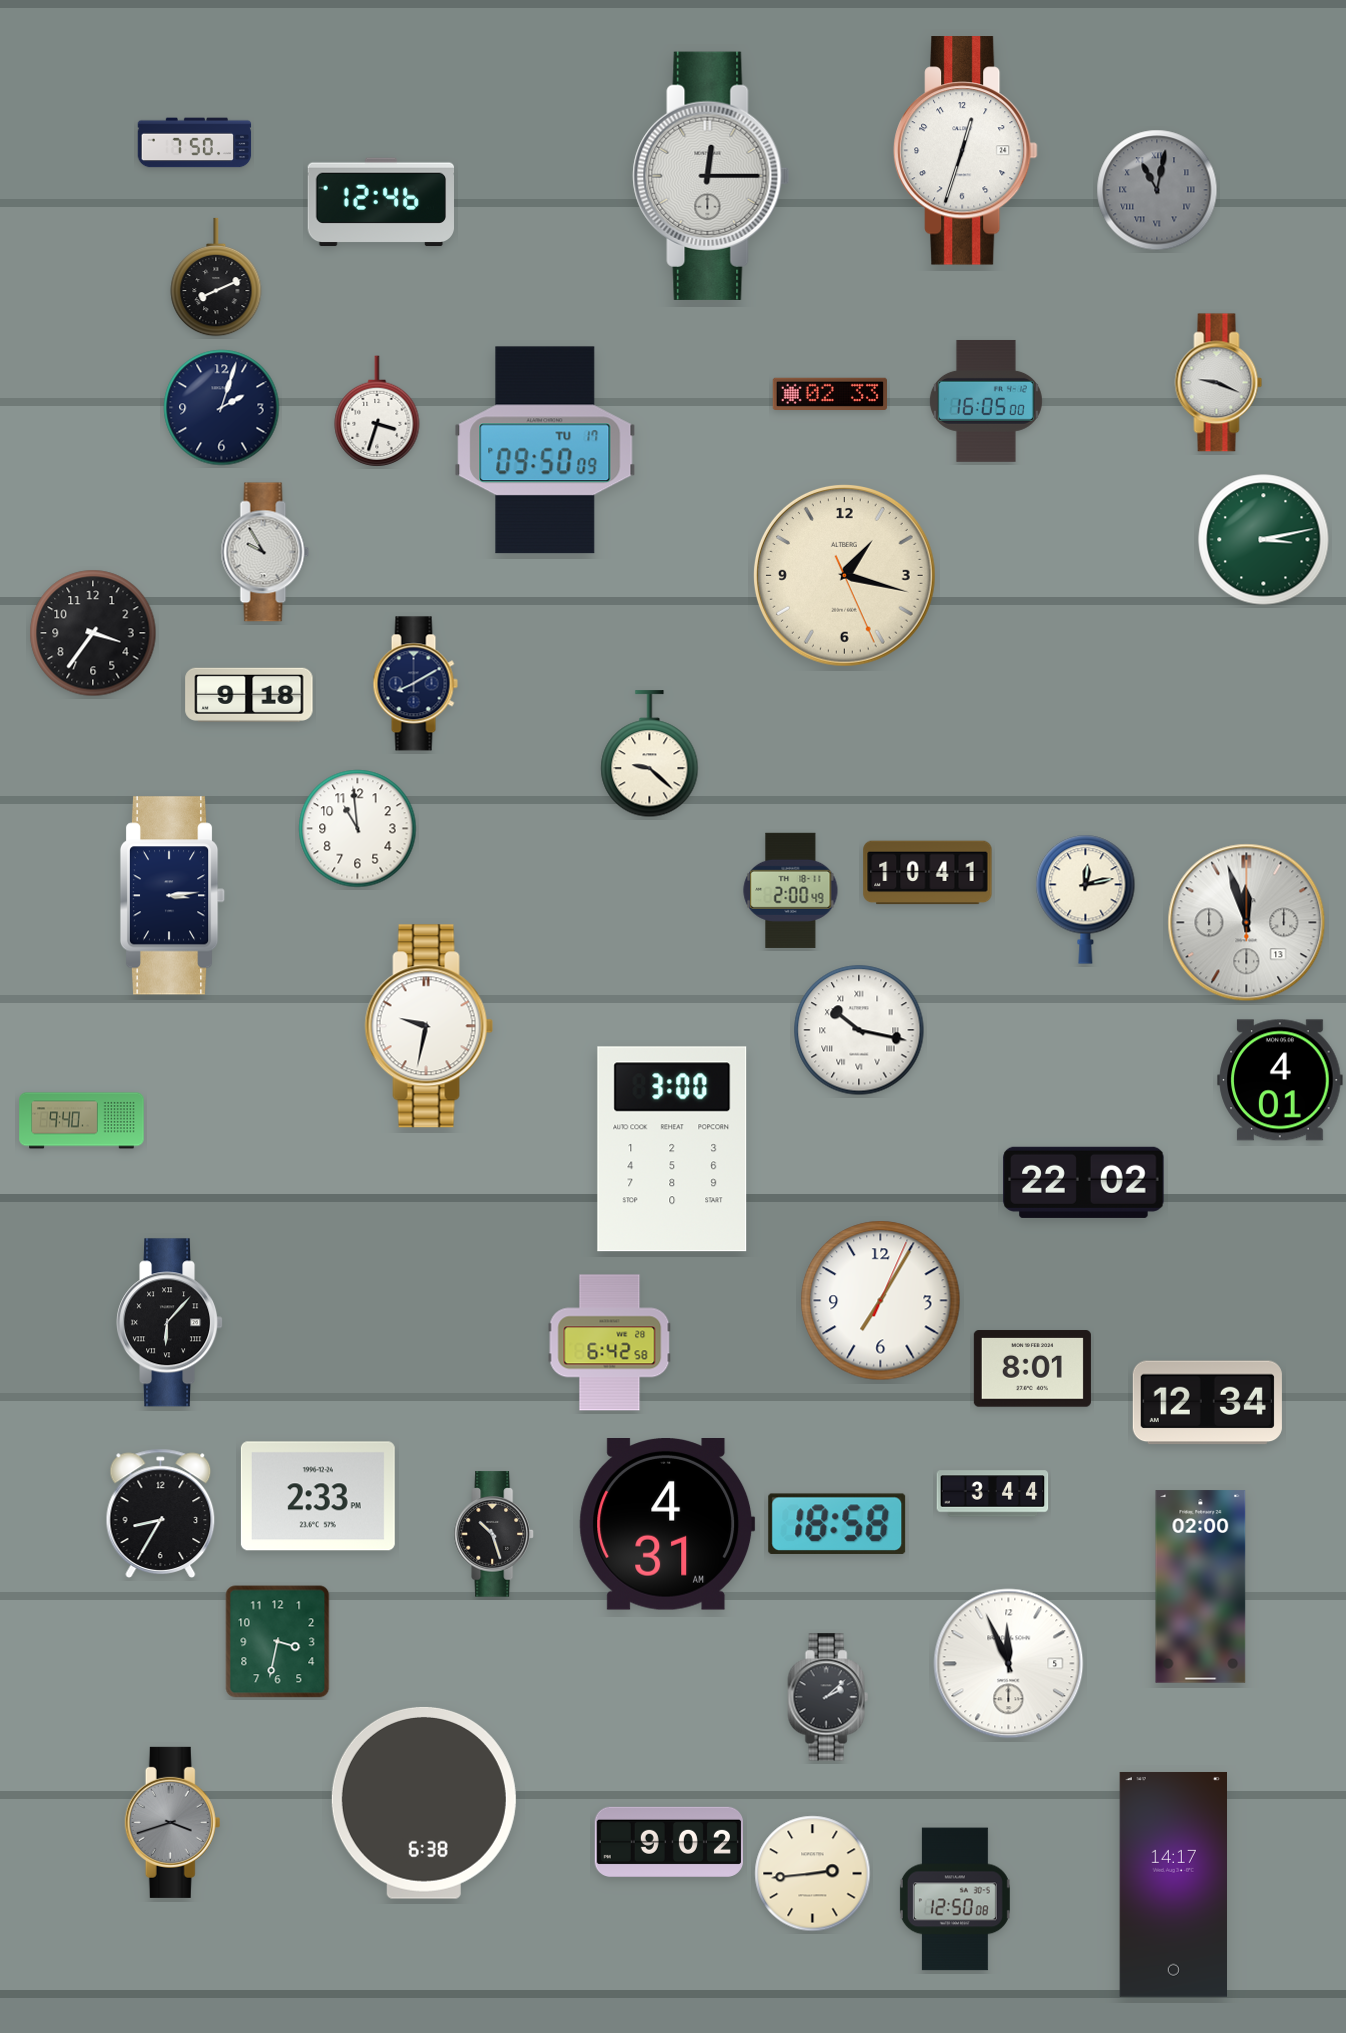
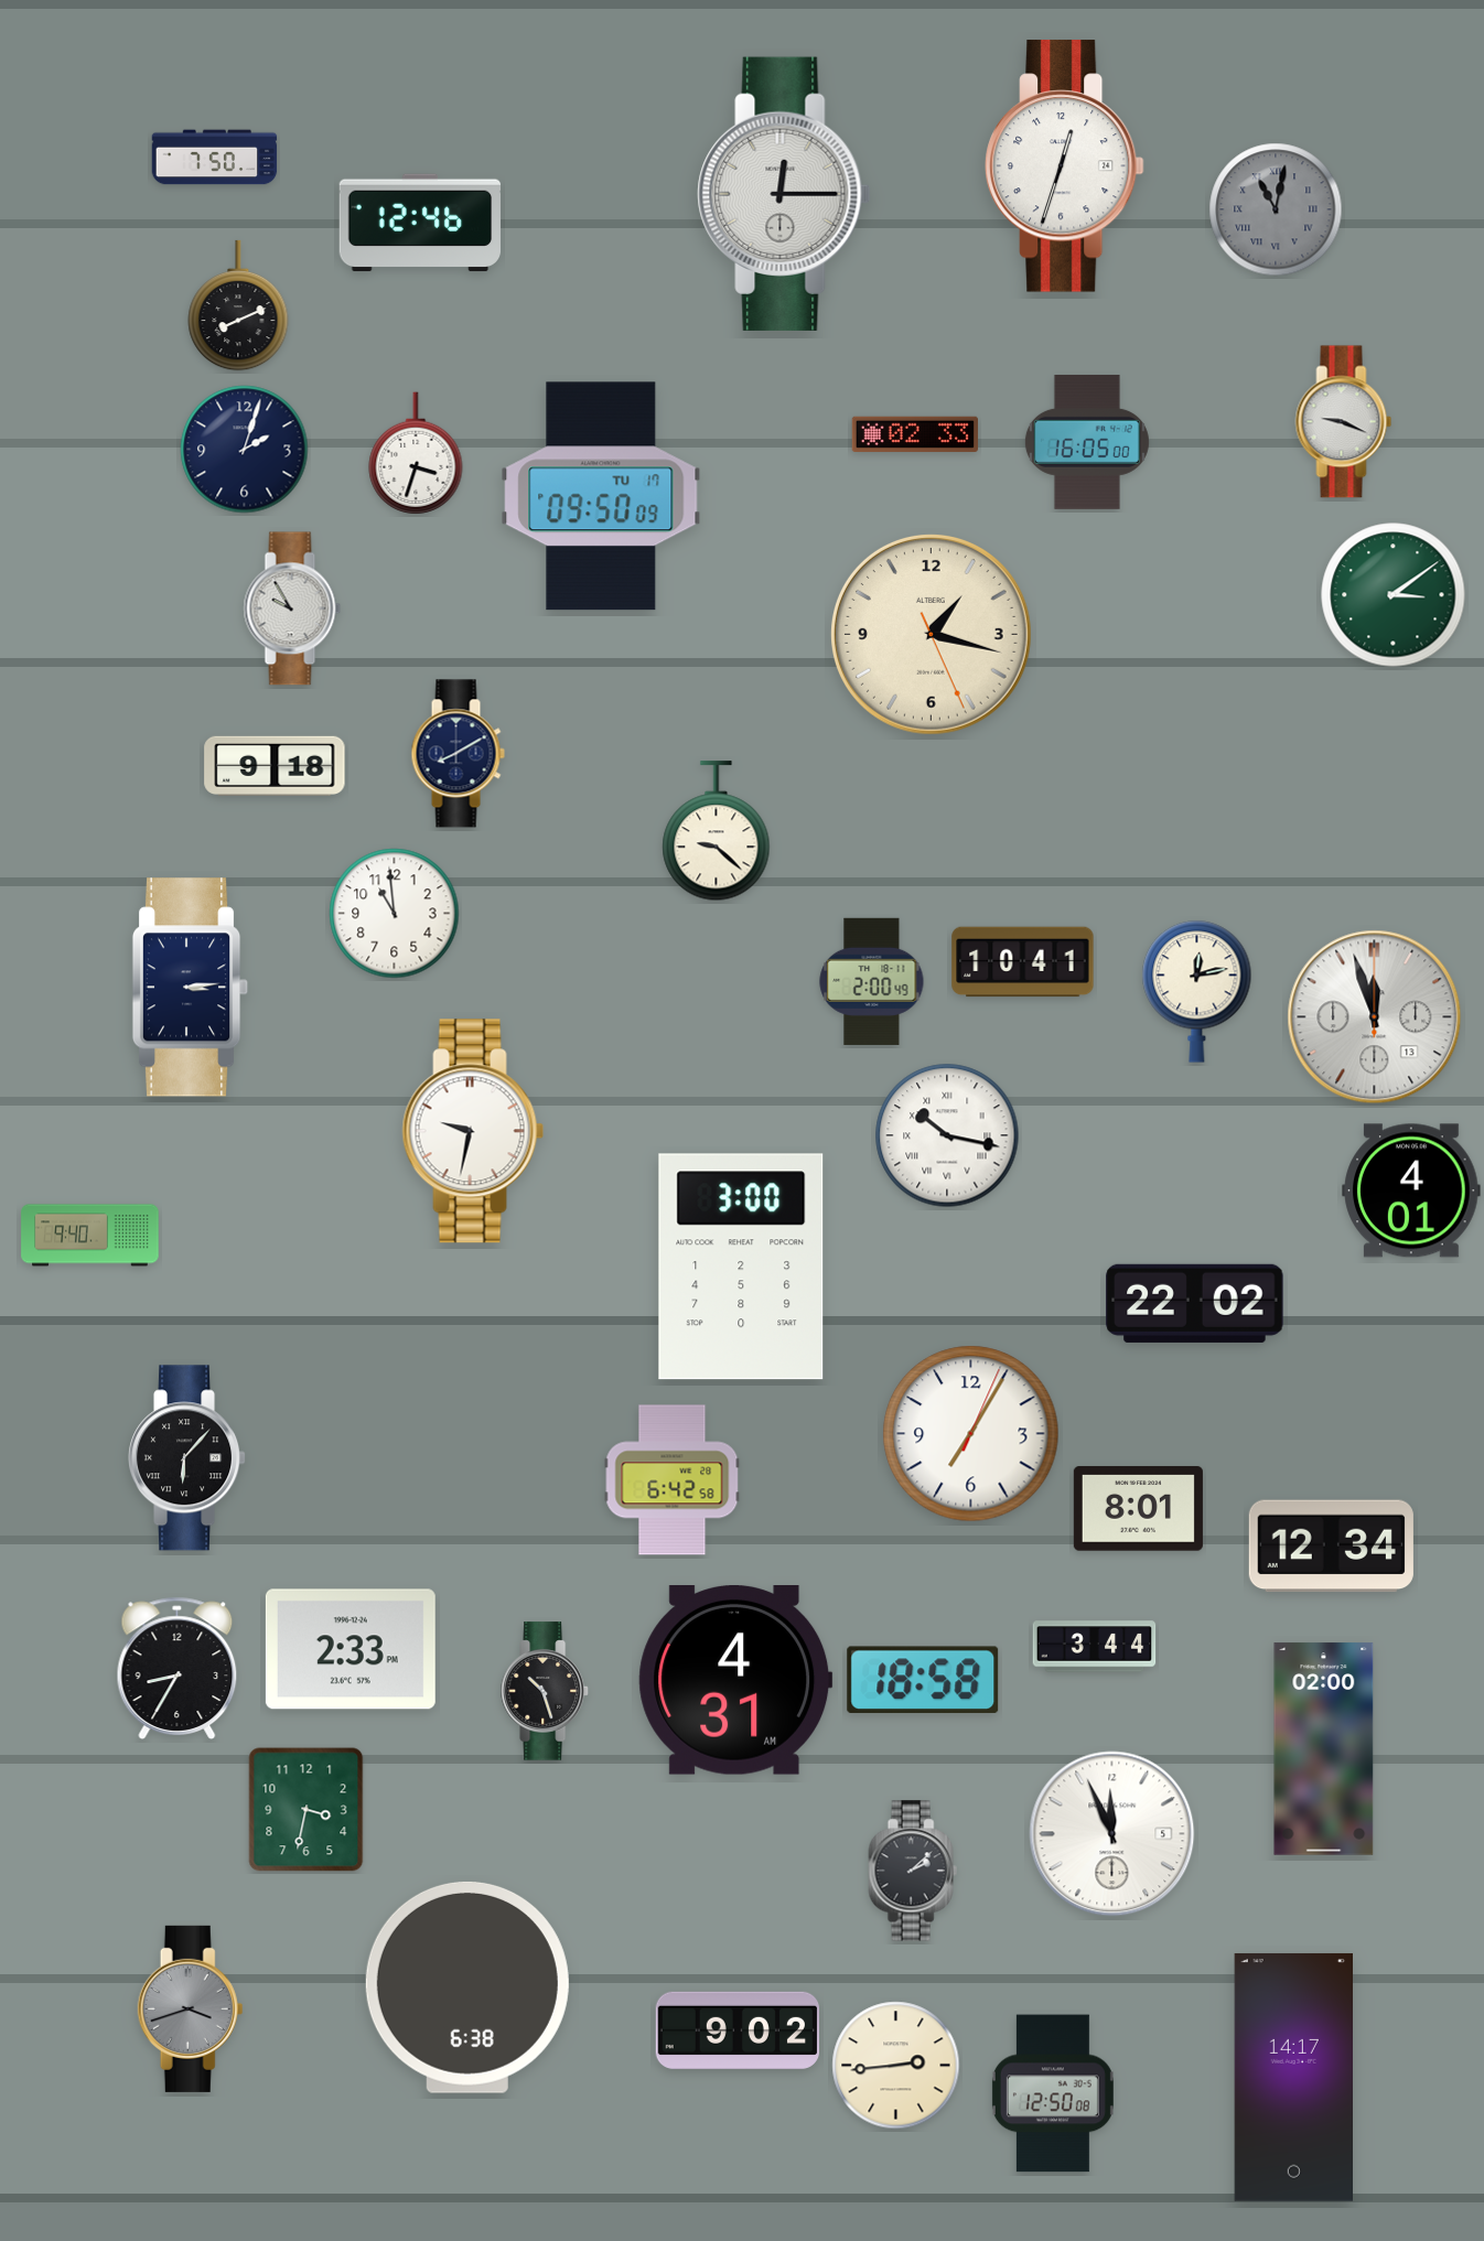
clock at (1264, 540): 3:13 -> 3:09
clock at (93, 633): 3:36 -> none
